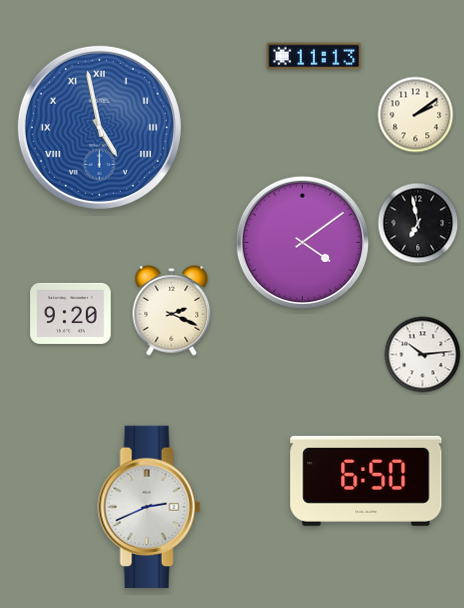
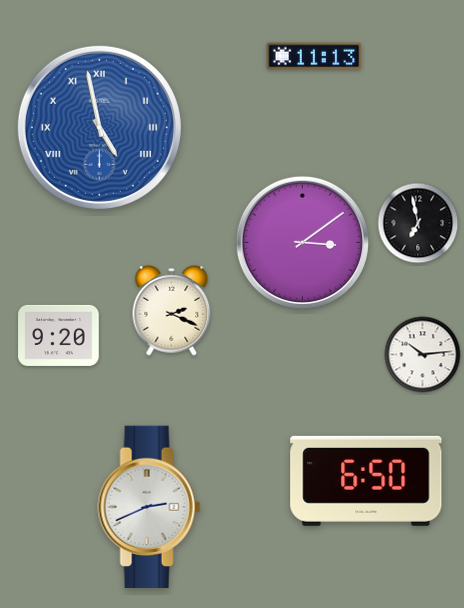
clock at (416, 115): 2:09 -> none
clock at (302, 242): 4:09 -> 3:09
clock at (71, 313) position: (71, 313) -> (59, 335)
